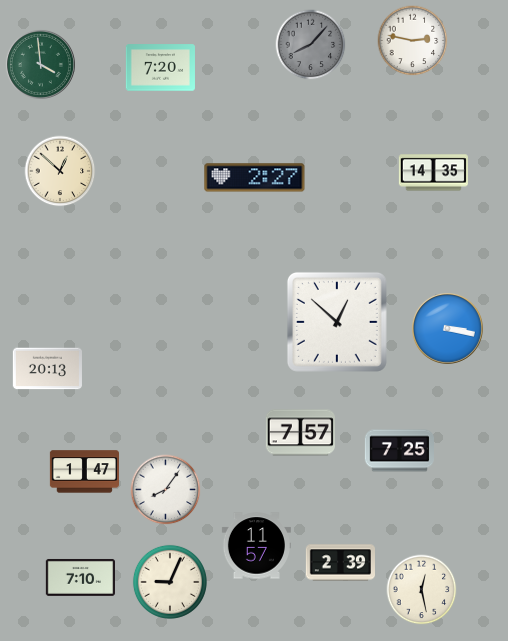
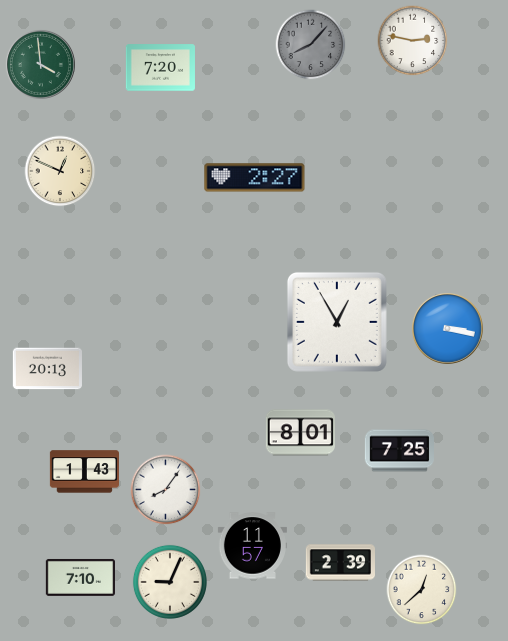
clock at (60, 171): 12:52 -> 12:49
clock at (433, 173): 14:35 -> none
clock at (337, 322): 12:52 -> 12:55
clock at (300, 433): 7:57 -> 8:01
clock at (84, 472): 1:47 -> 1:43
clock at (256, 546) position: (256, 546) -> (252, 546)
clock at (422, 590): 12:28 -> 12:38
